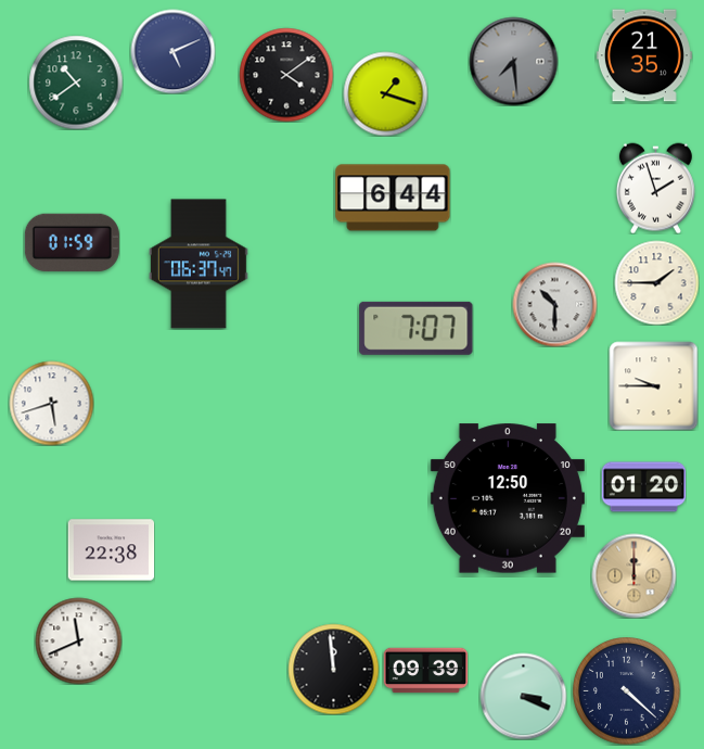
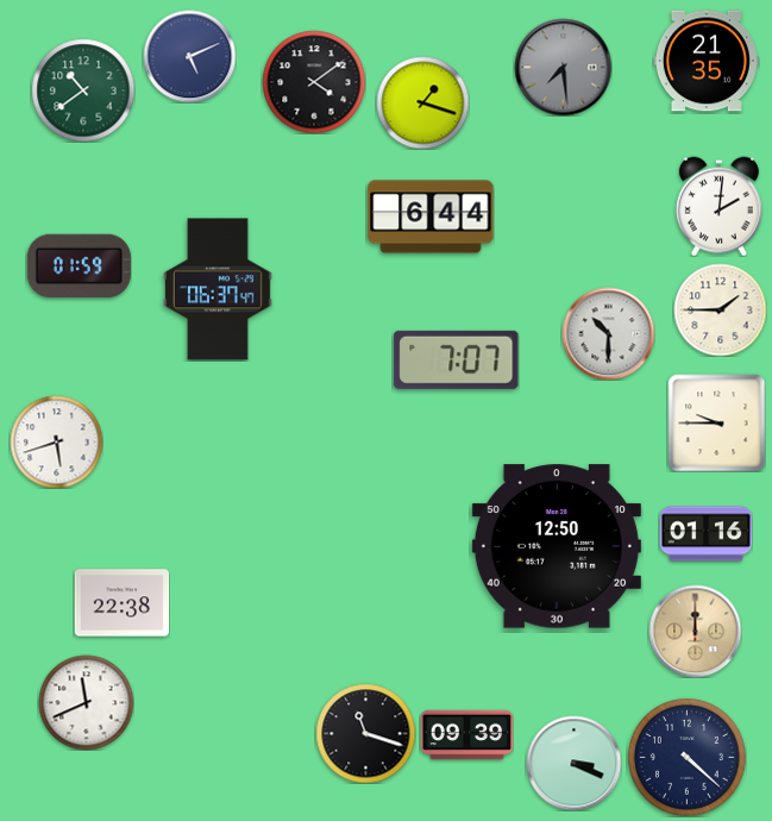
clock at (655, 188): 1:57 -> 2:01
clock at (643, 487): 01:20 -> 01:16
clock at (333, 669): 11:59 -> 11:18
